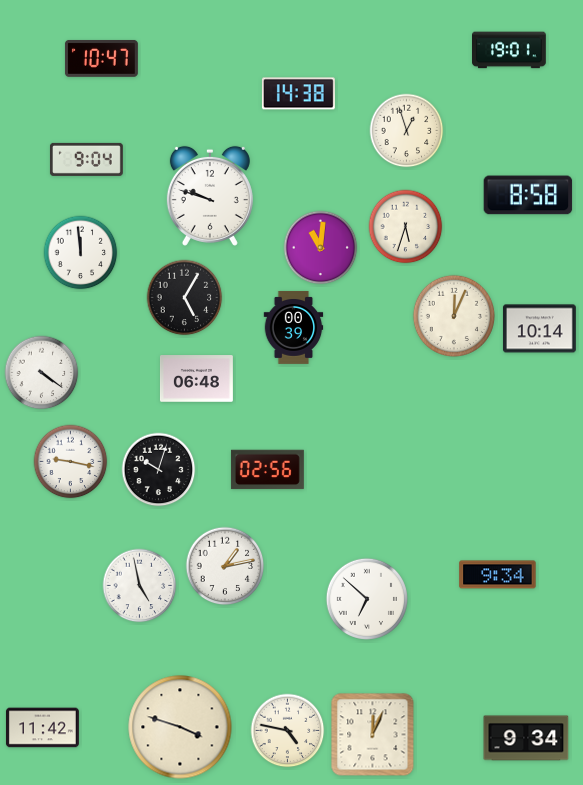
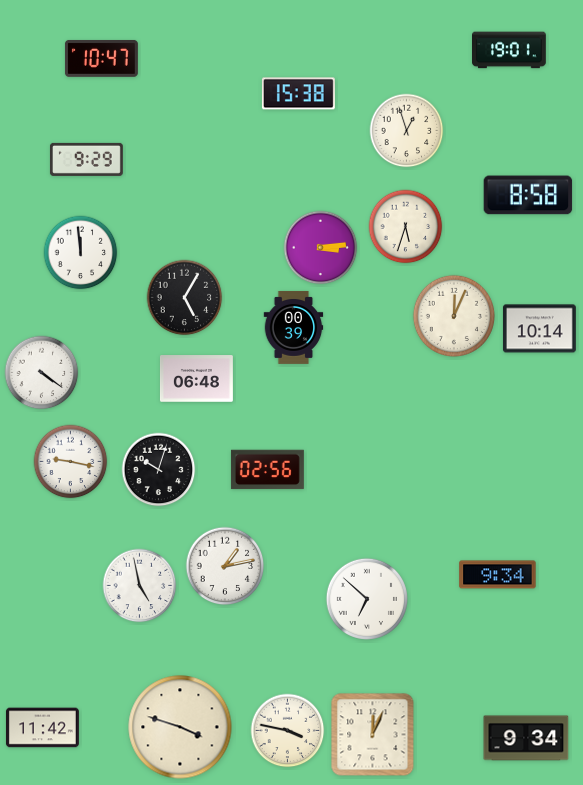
clock at (298, 94): 14:38 -> 15:38
clock at (86, 159): 9:04 -> 9:29
clock at (210, 196): 9:48 -> none
clock at (321, 248): 11:01 -> 3:14
clock at (288, 731): 4:47 -> 3:47
